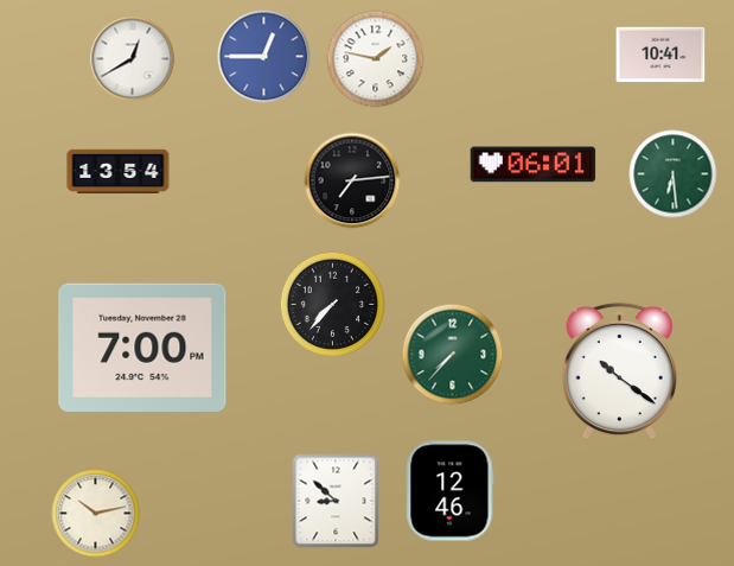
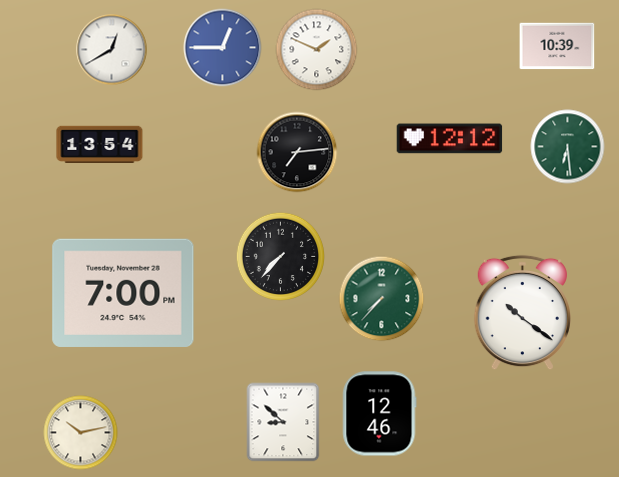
clock at (660, 55): 10:41 -> 10:39
clock at (376, 59): 1:47 -> 1:49
clock at (534, 165): 06:01 -> 12:12
clock at (142, 348) position: (142, 348) -> (123, 293)
